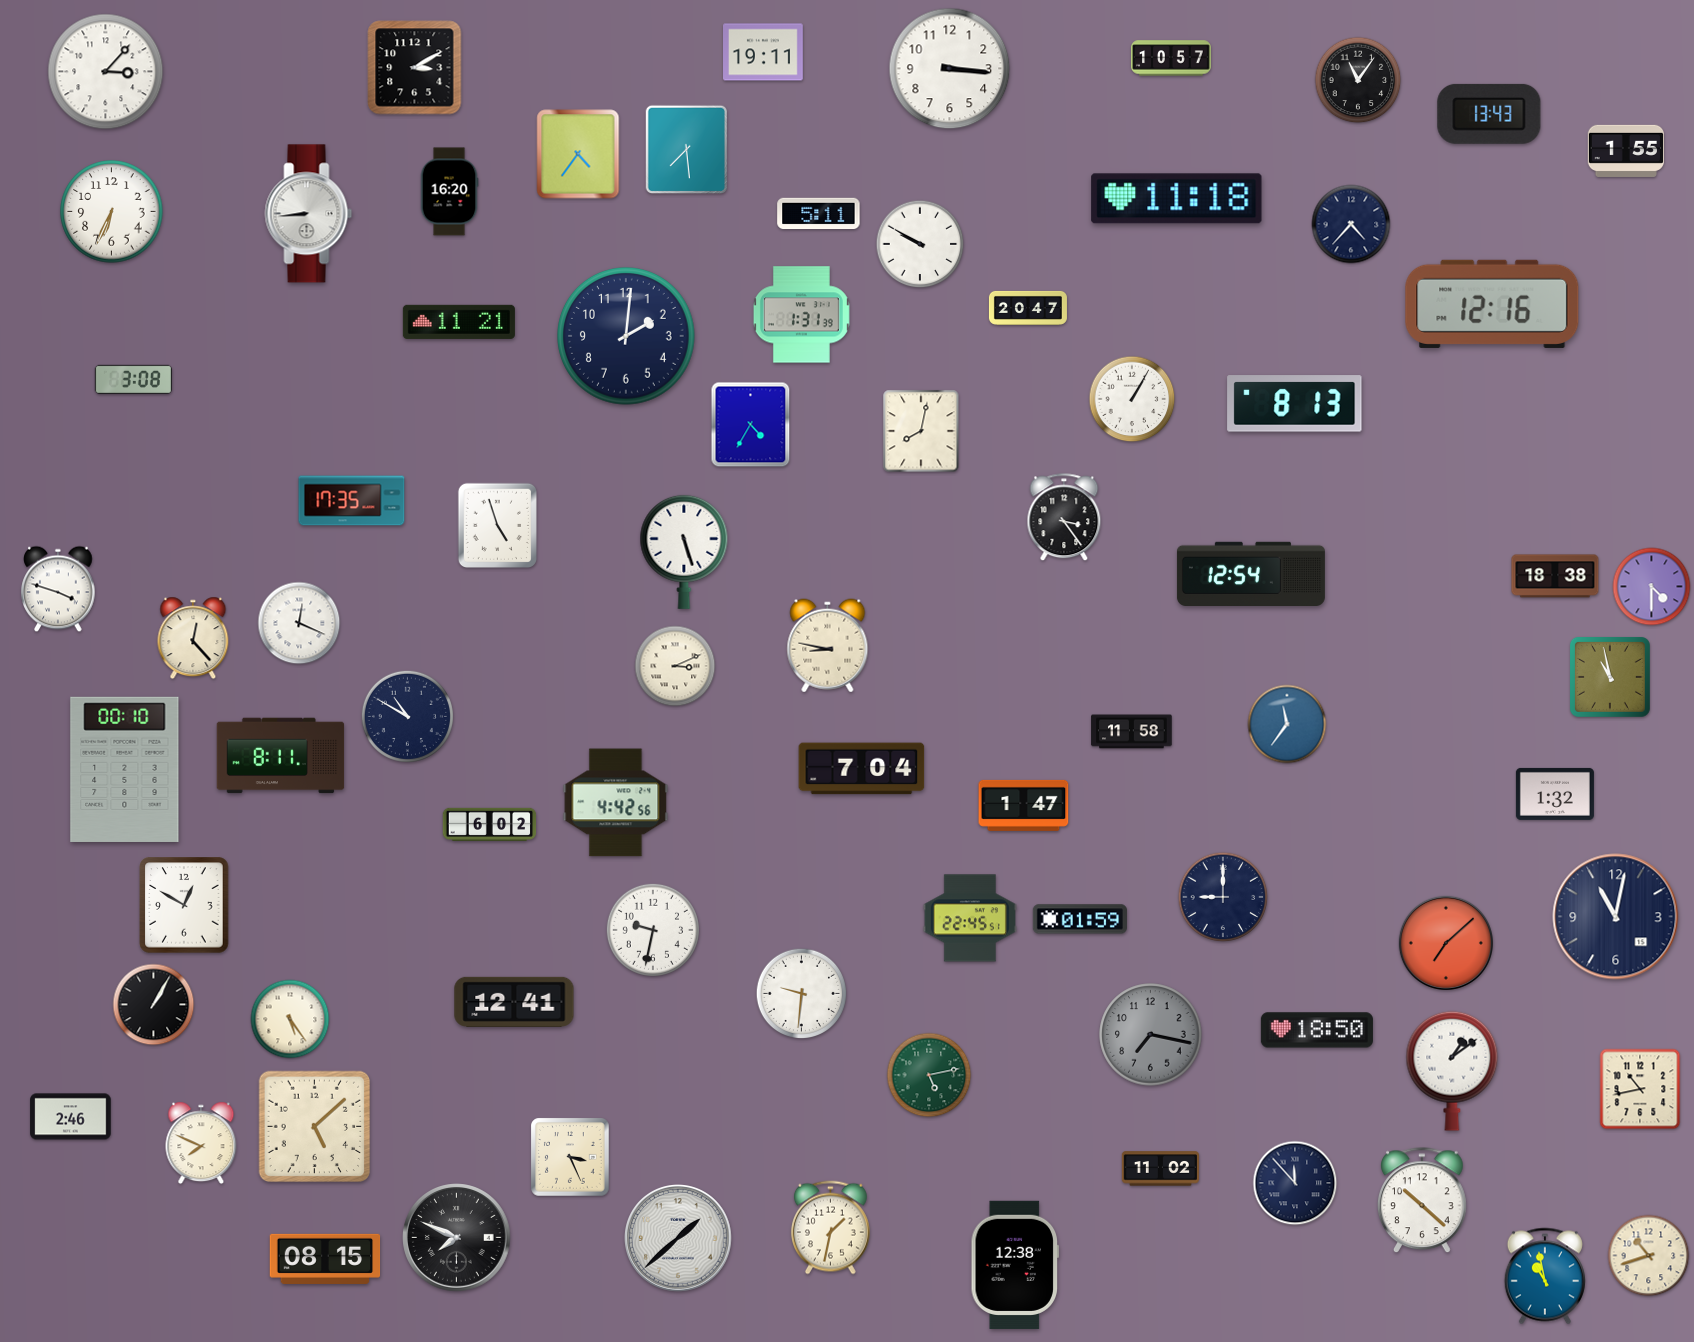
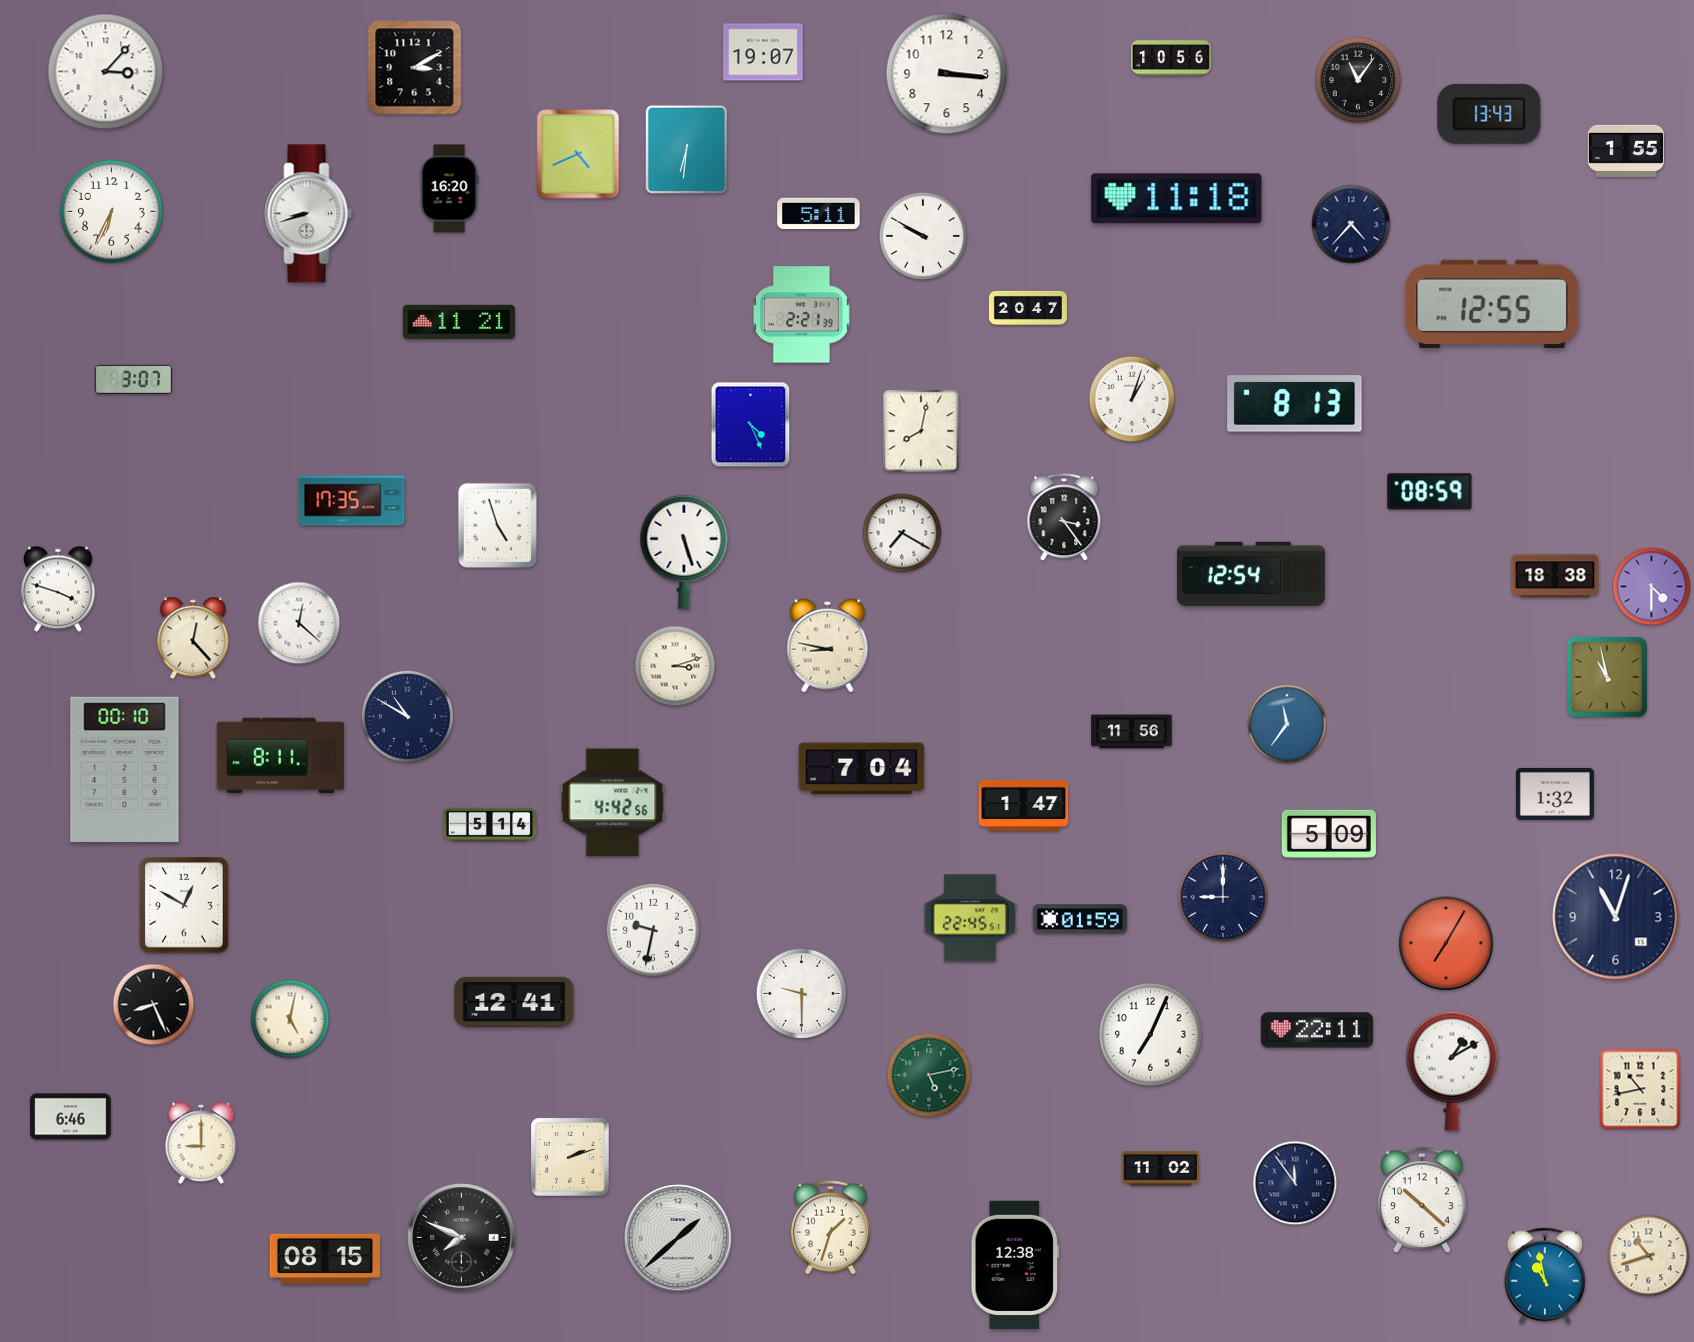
clock at (764, 52): 19:11 -> 19:07
clock at (1171, 58): 10:57 -> 10:56
clock at (950, 69) position: (950, 69) -> (947, 74)
clock at (687, 150): 7:29 -> 6:31
clock at (578, 154): 4:36 -> 4:41
clock at (449, 192) position: (449, 192) -> (449, 189)
clock at (309, 214): 8:44 -> 8:42
clock at (920, 244) position: (920, 244) -> (923, 236)
clock at (1492, 304): 12:16 -> 12:55
clock at (801, 315): 1:31 -> 2:21
clock at (627, 337): 2:01 -> none
clock at (133, 379): 3:08 -> 3:07
clock at (1132, 399): 1:05 -> 1:03
clock at (751, 425): 4:35 -> 4:26
clock at (1430, 492): none -> 08:59
clock at (902, 533): none -> 7:20
clock at (299, 623): 12:19 -> 12:22
clock at (675, 666): 3:11 -> 3:12
clock at (1610, 677) position: (1610, 677) -> (1607, 677)
clock at (1132, 732): 11:58 -> 11:56
clock at (616, 803) position: (616, 803) -> (613, 803)
clock at (490, 824): 6:02 -> 5:14
clock at (1329, 834): none -> 5:09
clock at (1616, 917): 11:02 -> 11:03
clock at (1446, 943): 7:08 -> 7:05
clock at (802, 994): 9:31 -> 9:30
clock at (154, 1005): 1:05 -> 8:26
clock at (290, 1019): 5:24 -> 5:02
clock at (1317, 1030): 18:50 -> 22:11
clock at (1151, 1035): 7:17 -> 7:04
clock at (1151, 1035) dial: grey -> white
clock at (1452, 1071): 1:09 -> 1:10
clock at (71, 1117): 2:46 -> 6:46
clock at (315, 1127): 5:08 -> none
clock at (201, 1143): 7:49 -> 9:00
clock at (570, 1157): 3:26 -> 2:12
clock at (1295, 1183): 11:53 -> 11:54
clock at (830, 1228): 1:32 -> 1:33
clock at (457, 1238) position: (457, 1238) -> (462, 1238)
